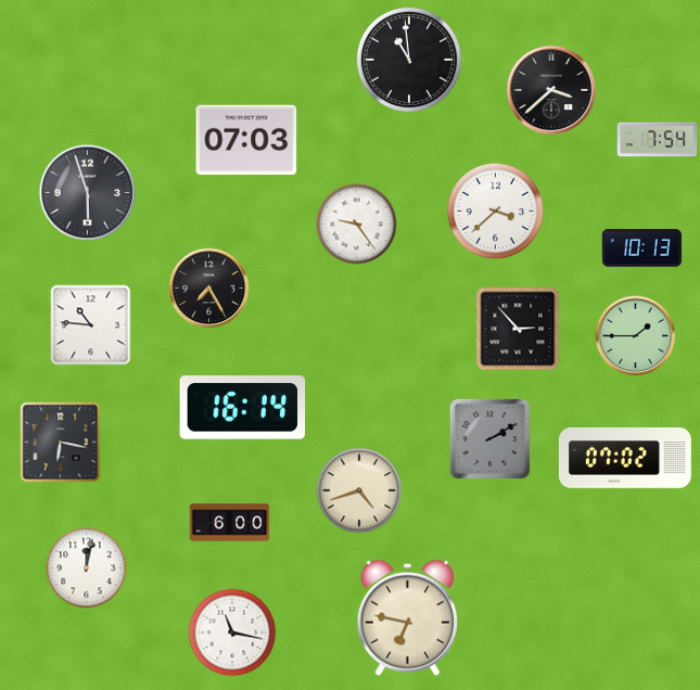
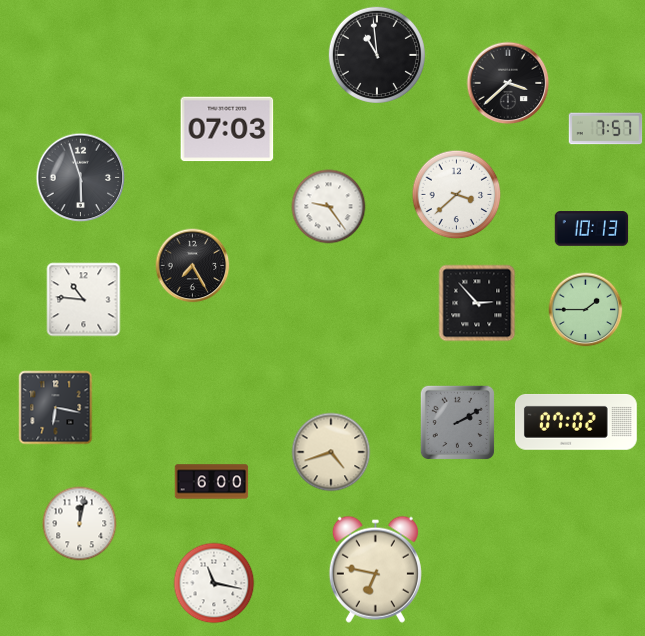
clock at (658, 140): 7:54 -> 7:57
clock at (243, 408): 16:14 -> none
clock at (489, 438) position: (489, 438) -> (457, 422)
